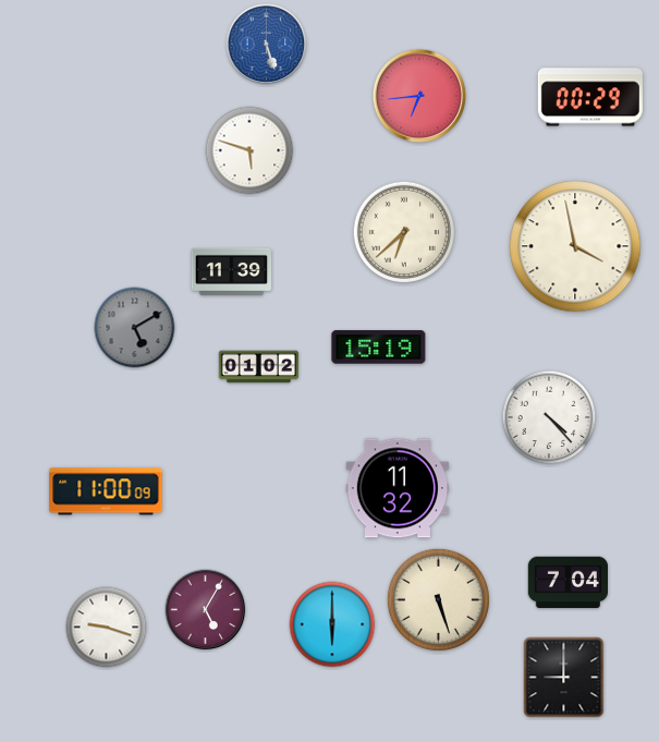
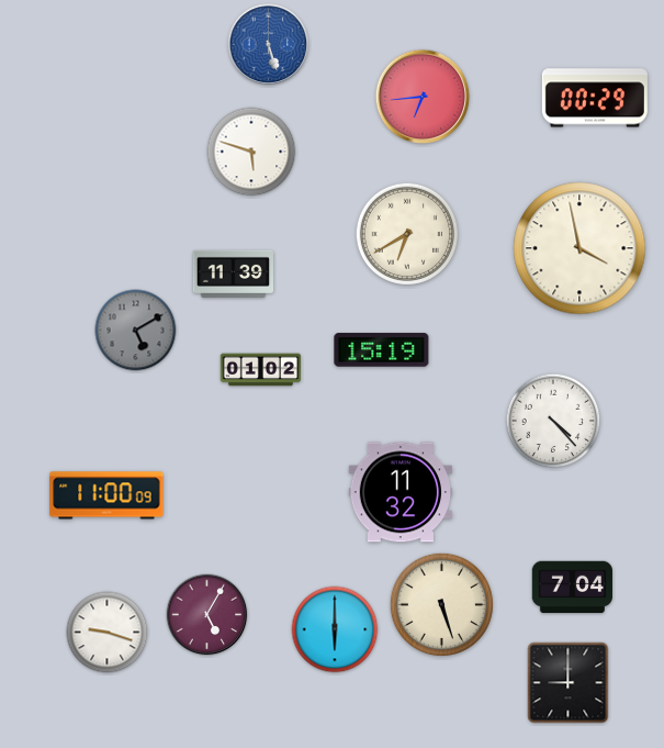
clock at (404, 232): 6:38 -> 6:40
